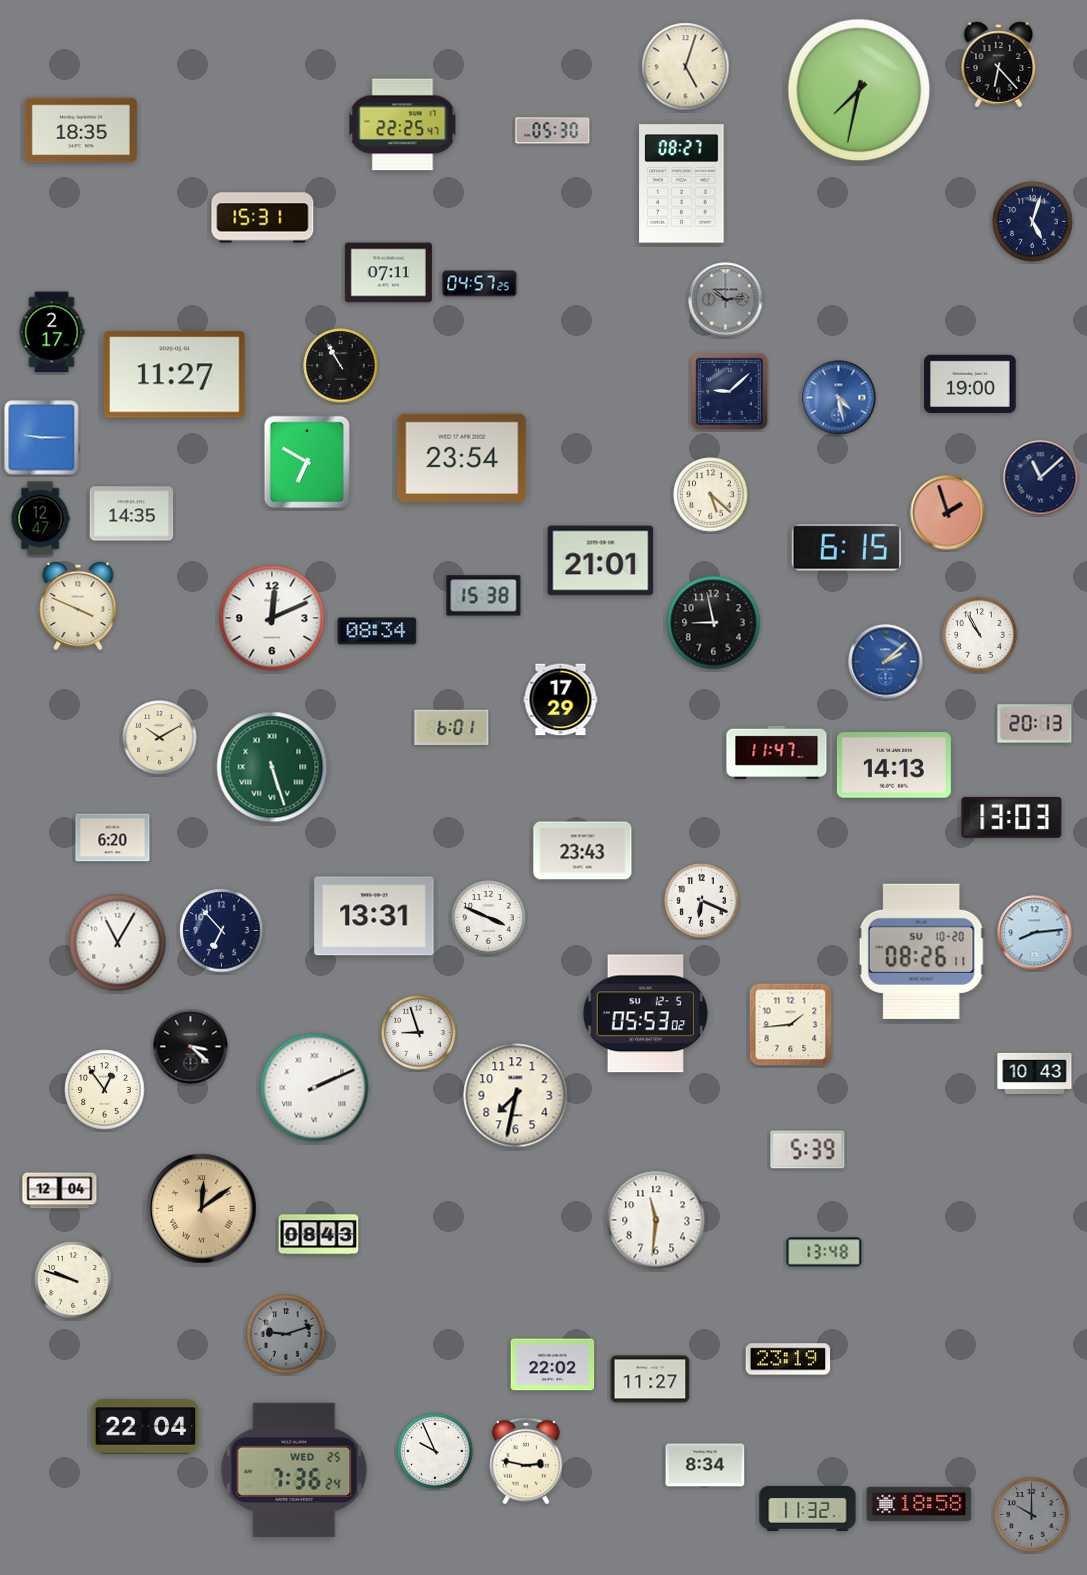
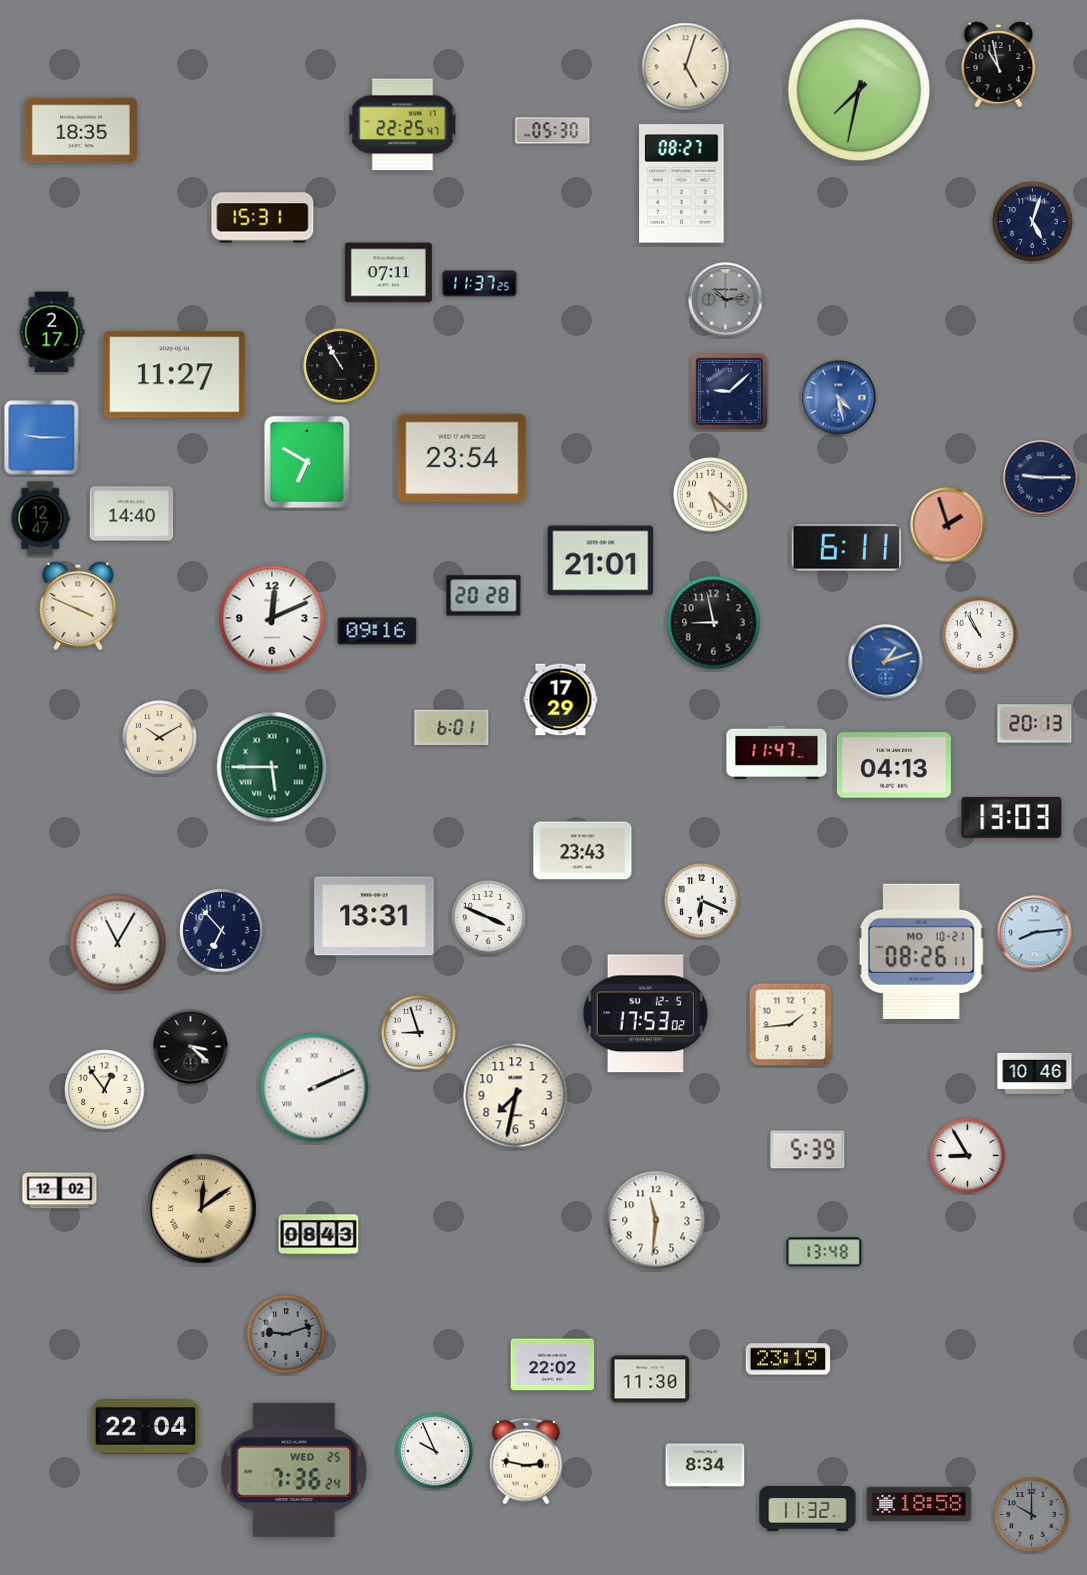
clock at (999, 65): 6:23 -> 10:58
clock at (480, 284): 04:57 -> 11:37
clock at (970, 383): 19:00 -> none
clock at (1041, 478): 11:08 -> 9:15
clock at (948, 513) position: (948, 513) -> (948, 525)
clock at (132, 514): 14:35 -> 14:40
clock at (846, 548): 6:15 -> 6:11
clock at (484, 596): 15:38 -> 20:28
clock at (377, 631): 08:34 -> 09:16
clock at (886, 662): 2:08 -> 1:12
clock at (894, 765): 14:13 -> 04:13
clock at (272, 767): 5:27 -> 5:45
clock at (113, 838): 6:20 -> none
clock at (921, 951) date: SU 10-20 -> MO 10-21
clock at (645, 1014): 05:53 -> 17:53
clock at (1035, 1073): 10:43 -> 10:46
clock at (968, 1156): none -> 8:55
clock at (60, 1191): 12:04 -> 12:02
clock at (73, 1280): 9:48 -> none
clock at (650, 1379): 11:27 -> 11:30
